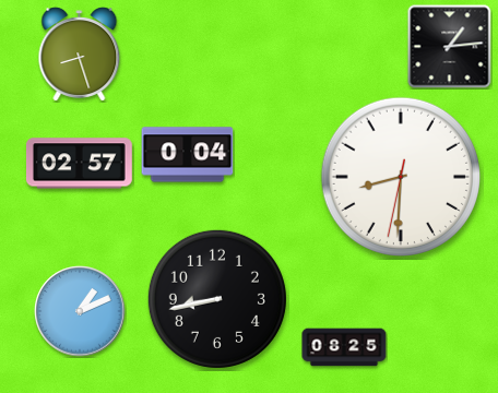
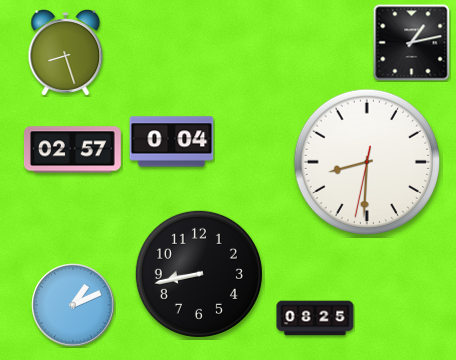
clock at (450, 47): 1:14 -> 1:13
clock at (80, 55) position: (80, 55) -> (66, 53)
clock at (80, 311) position: (80, 311) -> (73, 305)
